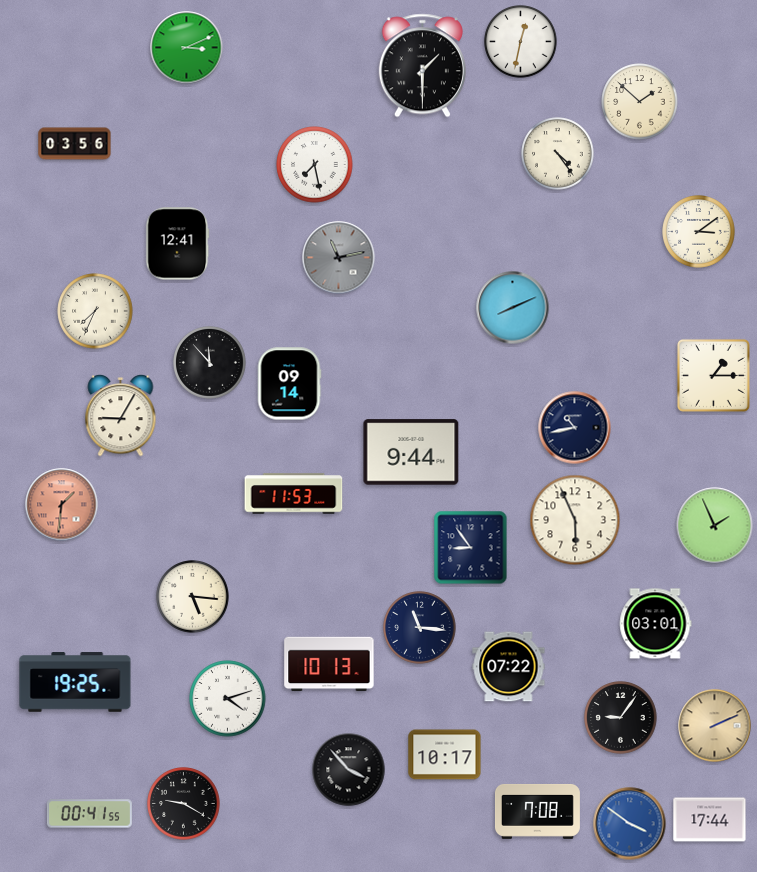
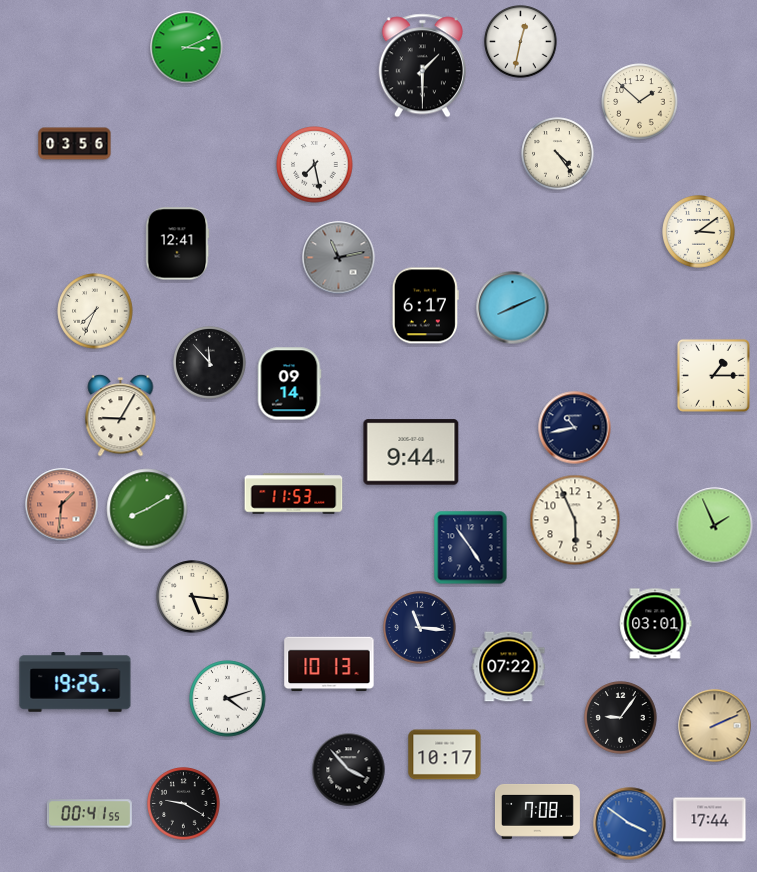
clock at (425, 306): none -> 6:17
clock at (147, 509): none -> 8:10
clock at (471, 548): 8:54 -> 4:54
